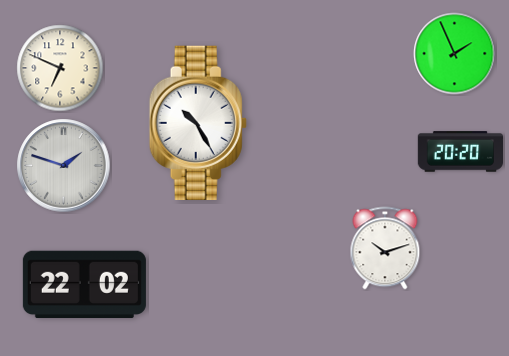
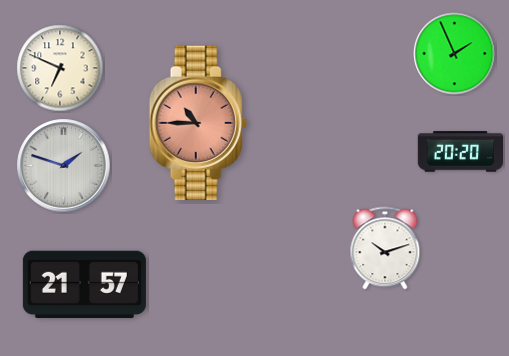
clock at (198, 122): 10:25 -> 10:45
clock at (198, 122) dial: white -> salmon
clock at (84, 285): 22:02 -> 21:57
